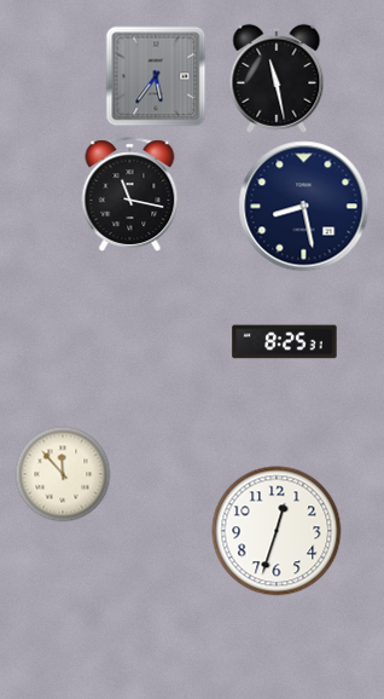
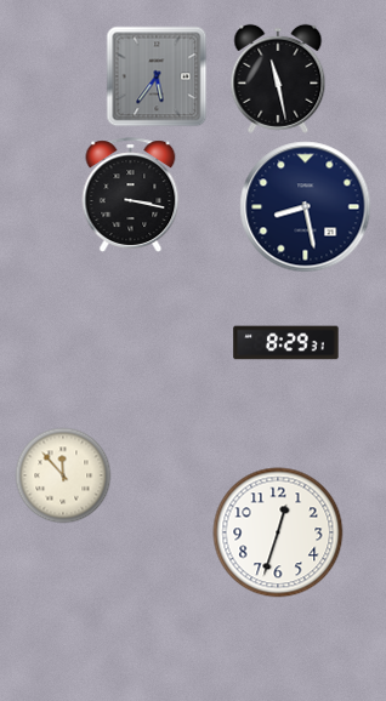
clock at (130, 195): 11:17 -> 3:17
clock at (285, 342): 8:25 -> 8:29
